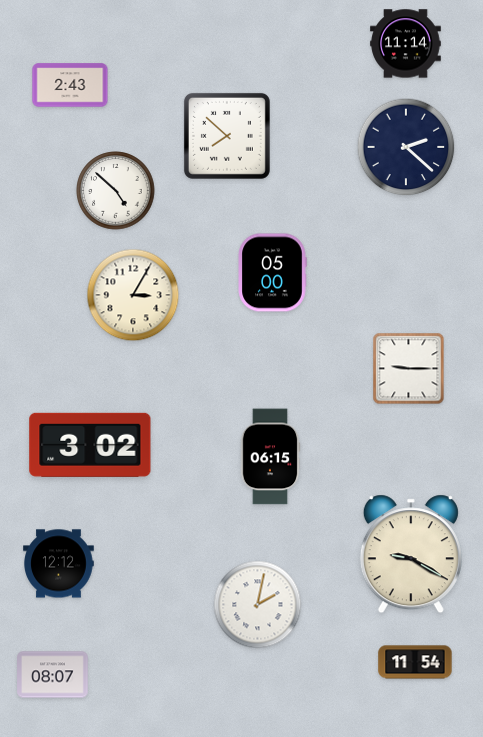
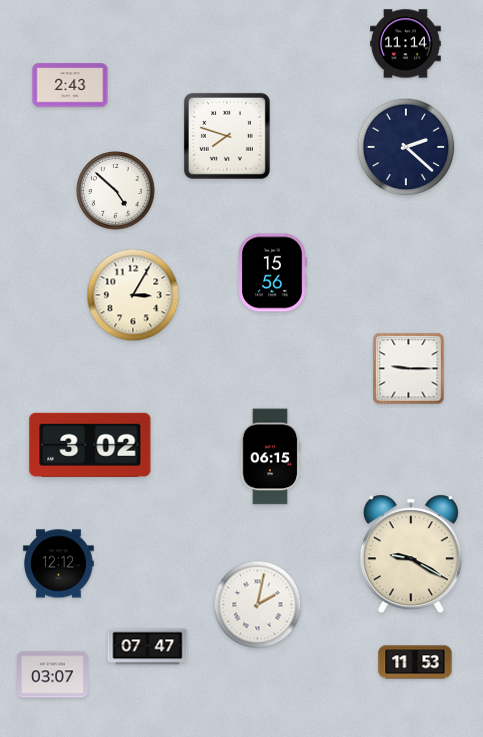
clock at (227, 136): 7:52 -> 7:48
clock at (272, 273): 05:00 -> 15:56
clock at (148, 647): none -> 07:47
clock at (415, 662): 11:54 -> 11:53
clock at (53, 675): 08:07 -> 03:07
